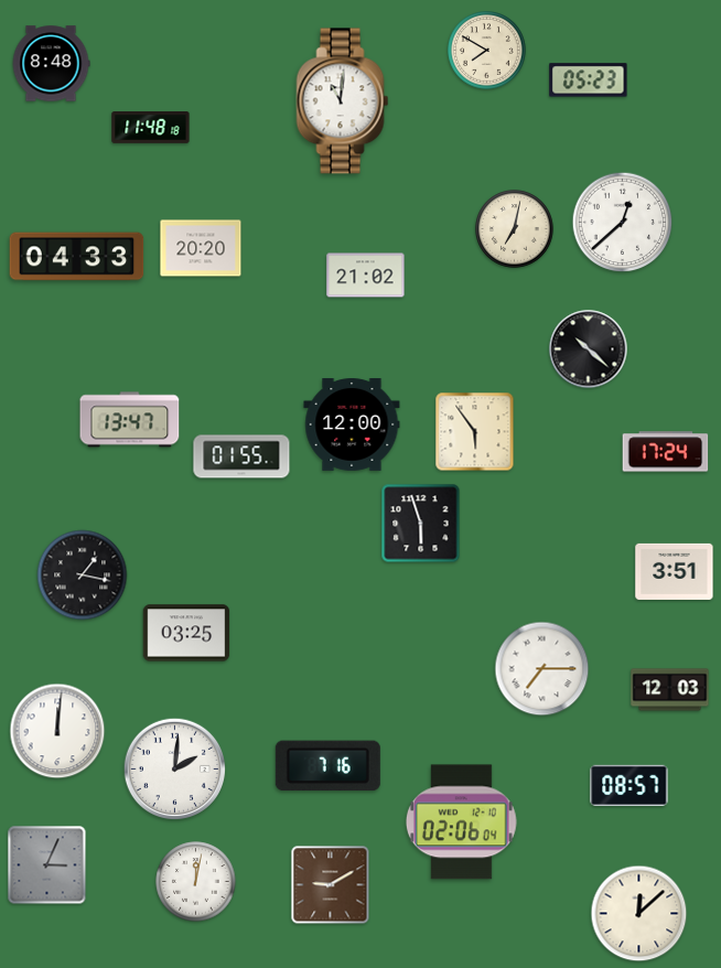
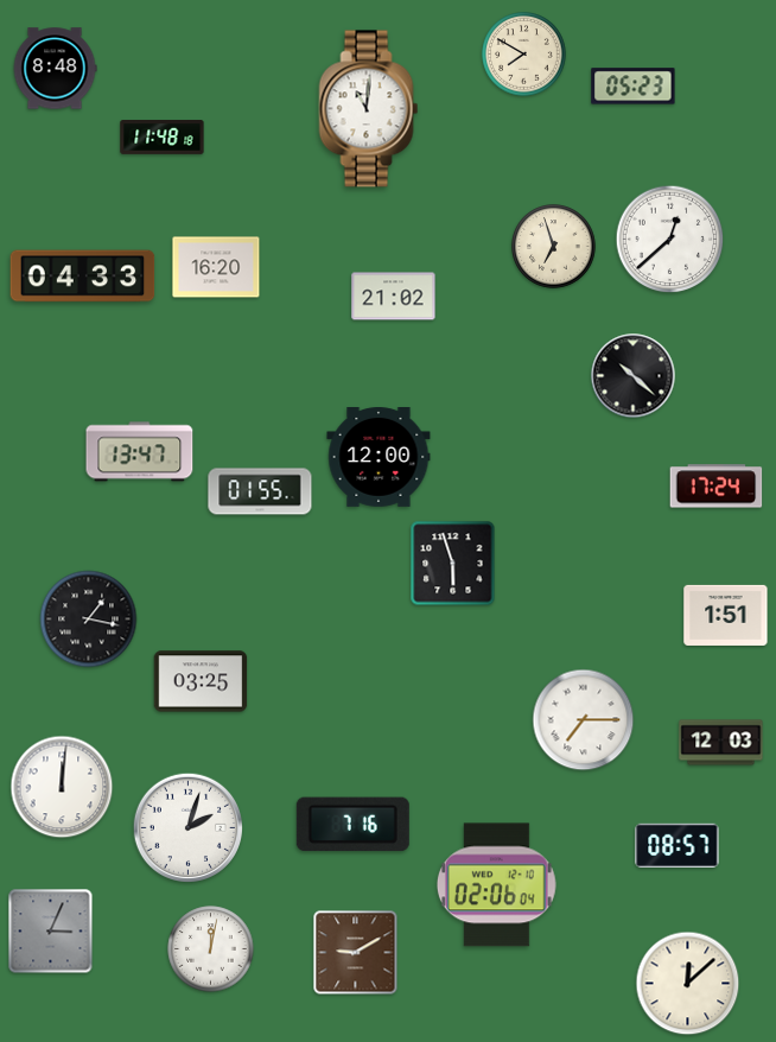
clock at (515, 229): 7:02 -> 6:57
clock at (201, 248): 20:20 -> 16:20
clock at (475, 432): 5:54 -> none
clock at (675, 571): 3:51 -> 1:51
clock at (175, 770): 2:01 -> 2:03
